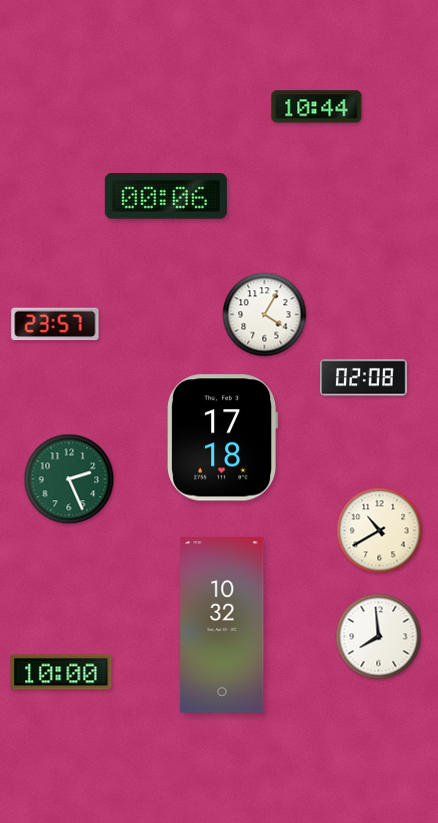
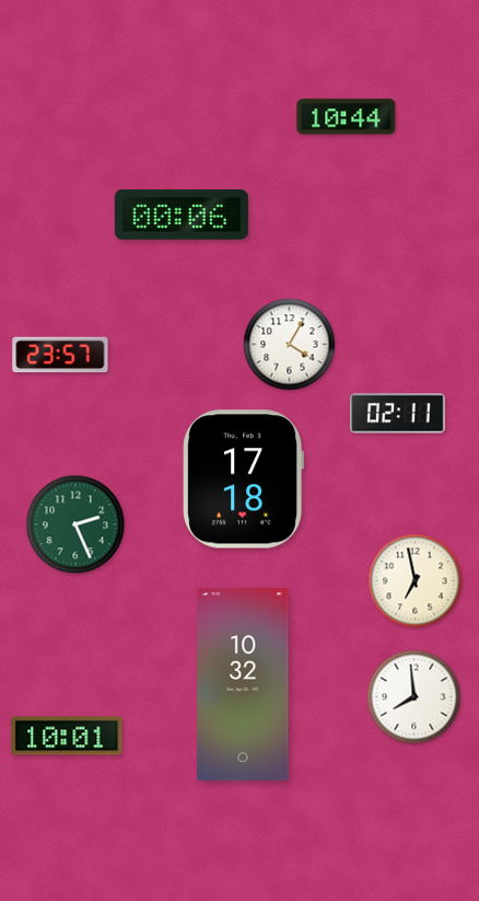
clock at (364, 378): 02:08 -> 02:11
clock at (380, 531): 10:40 -> 6:58
clock at (61, 672): 10:00 -> 10:01
